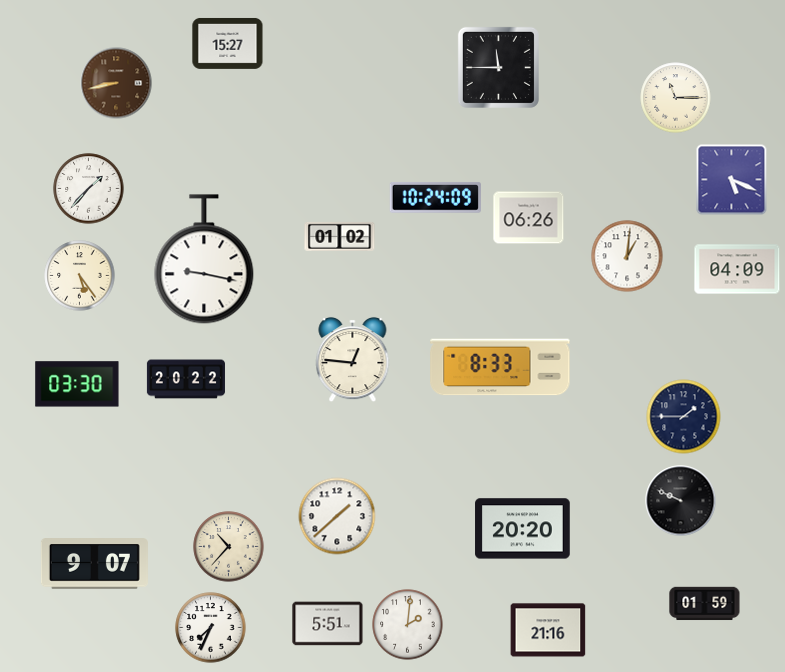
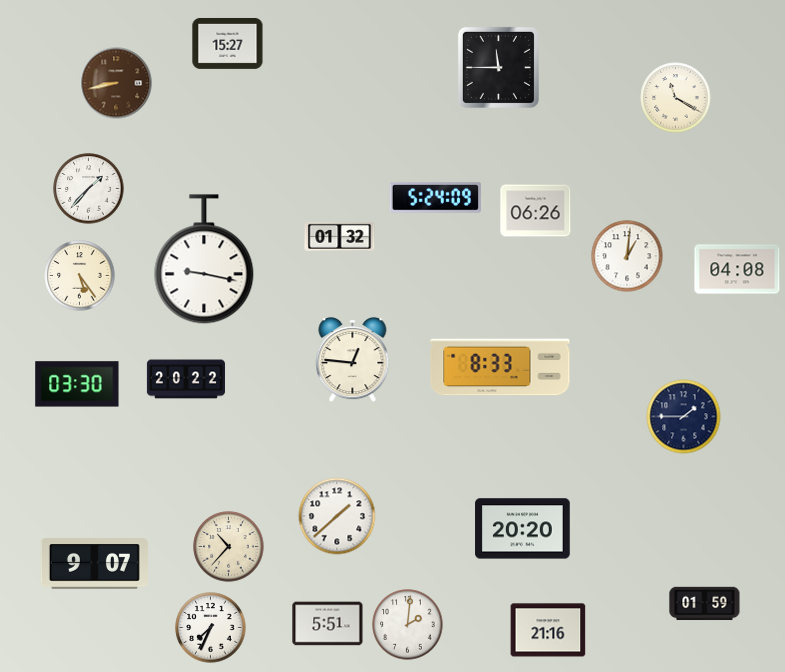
clock at (676, 98): 11:15 -> 11:20
clock at (732, 180): 5:19 -> none
clock at (435, 198): 10:24 -> 5:24
clock at (529, 218) position: (529, 218) -> (536, 211)
clock at (340, 236): 01:02 -> 01:32
clock at (737, 269): 04:09 -> 04:08
clock at (681, 501): 9:49 -> none
